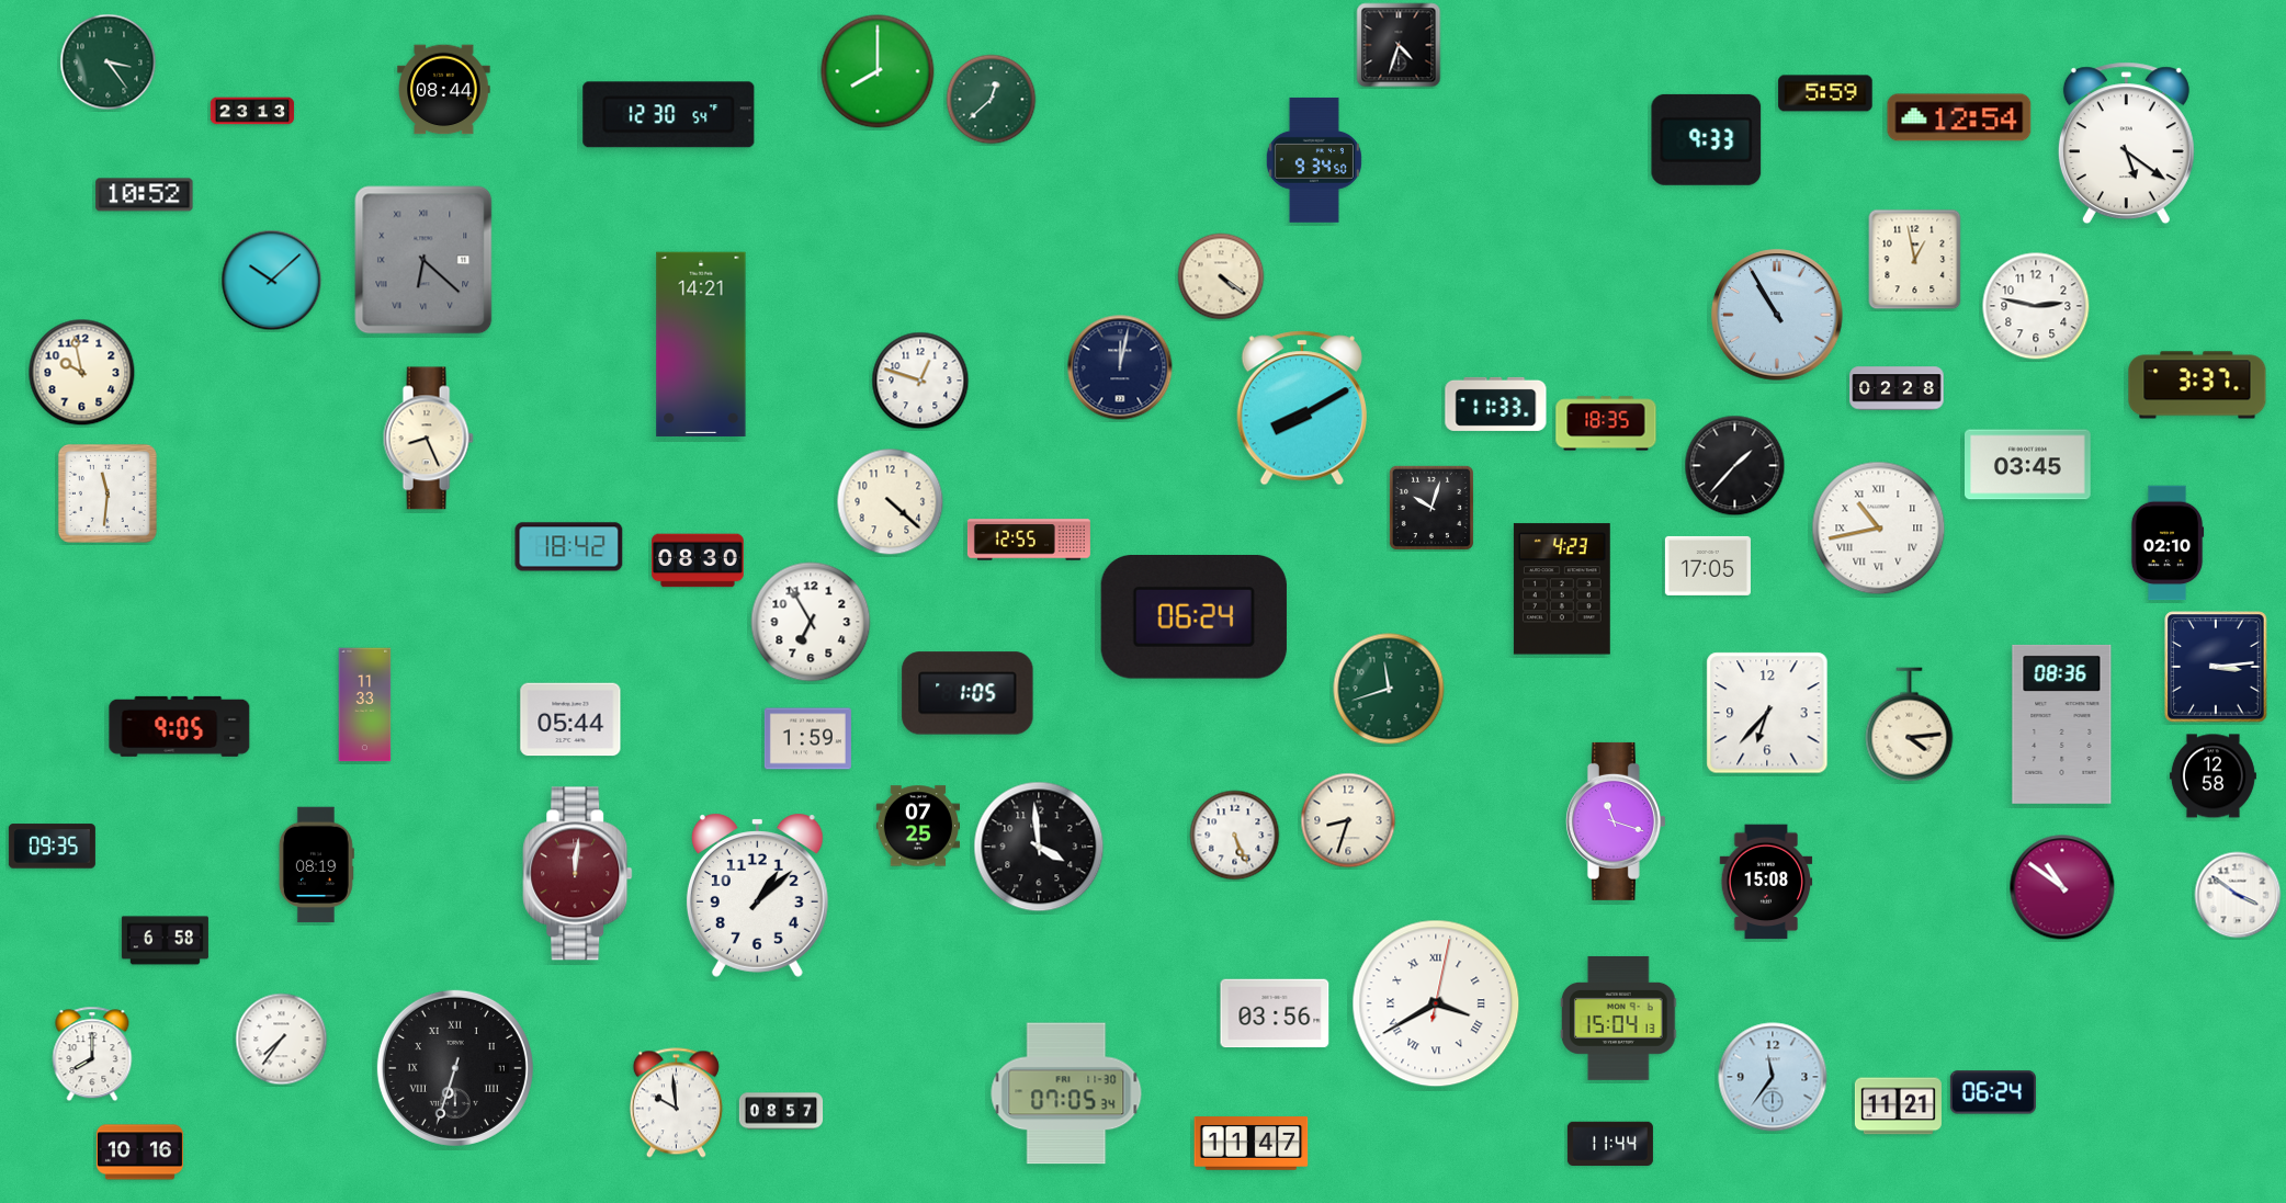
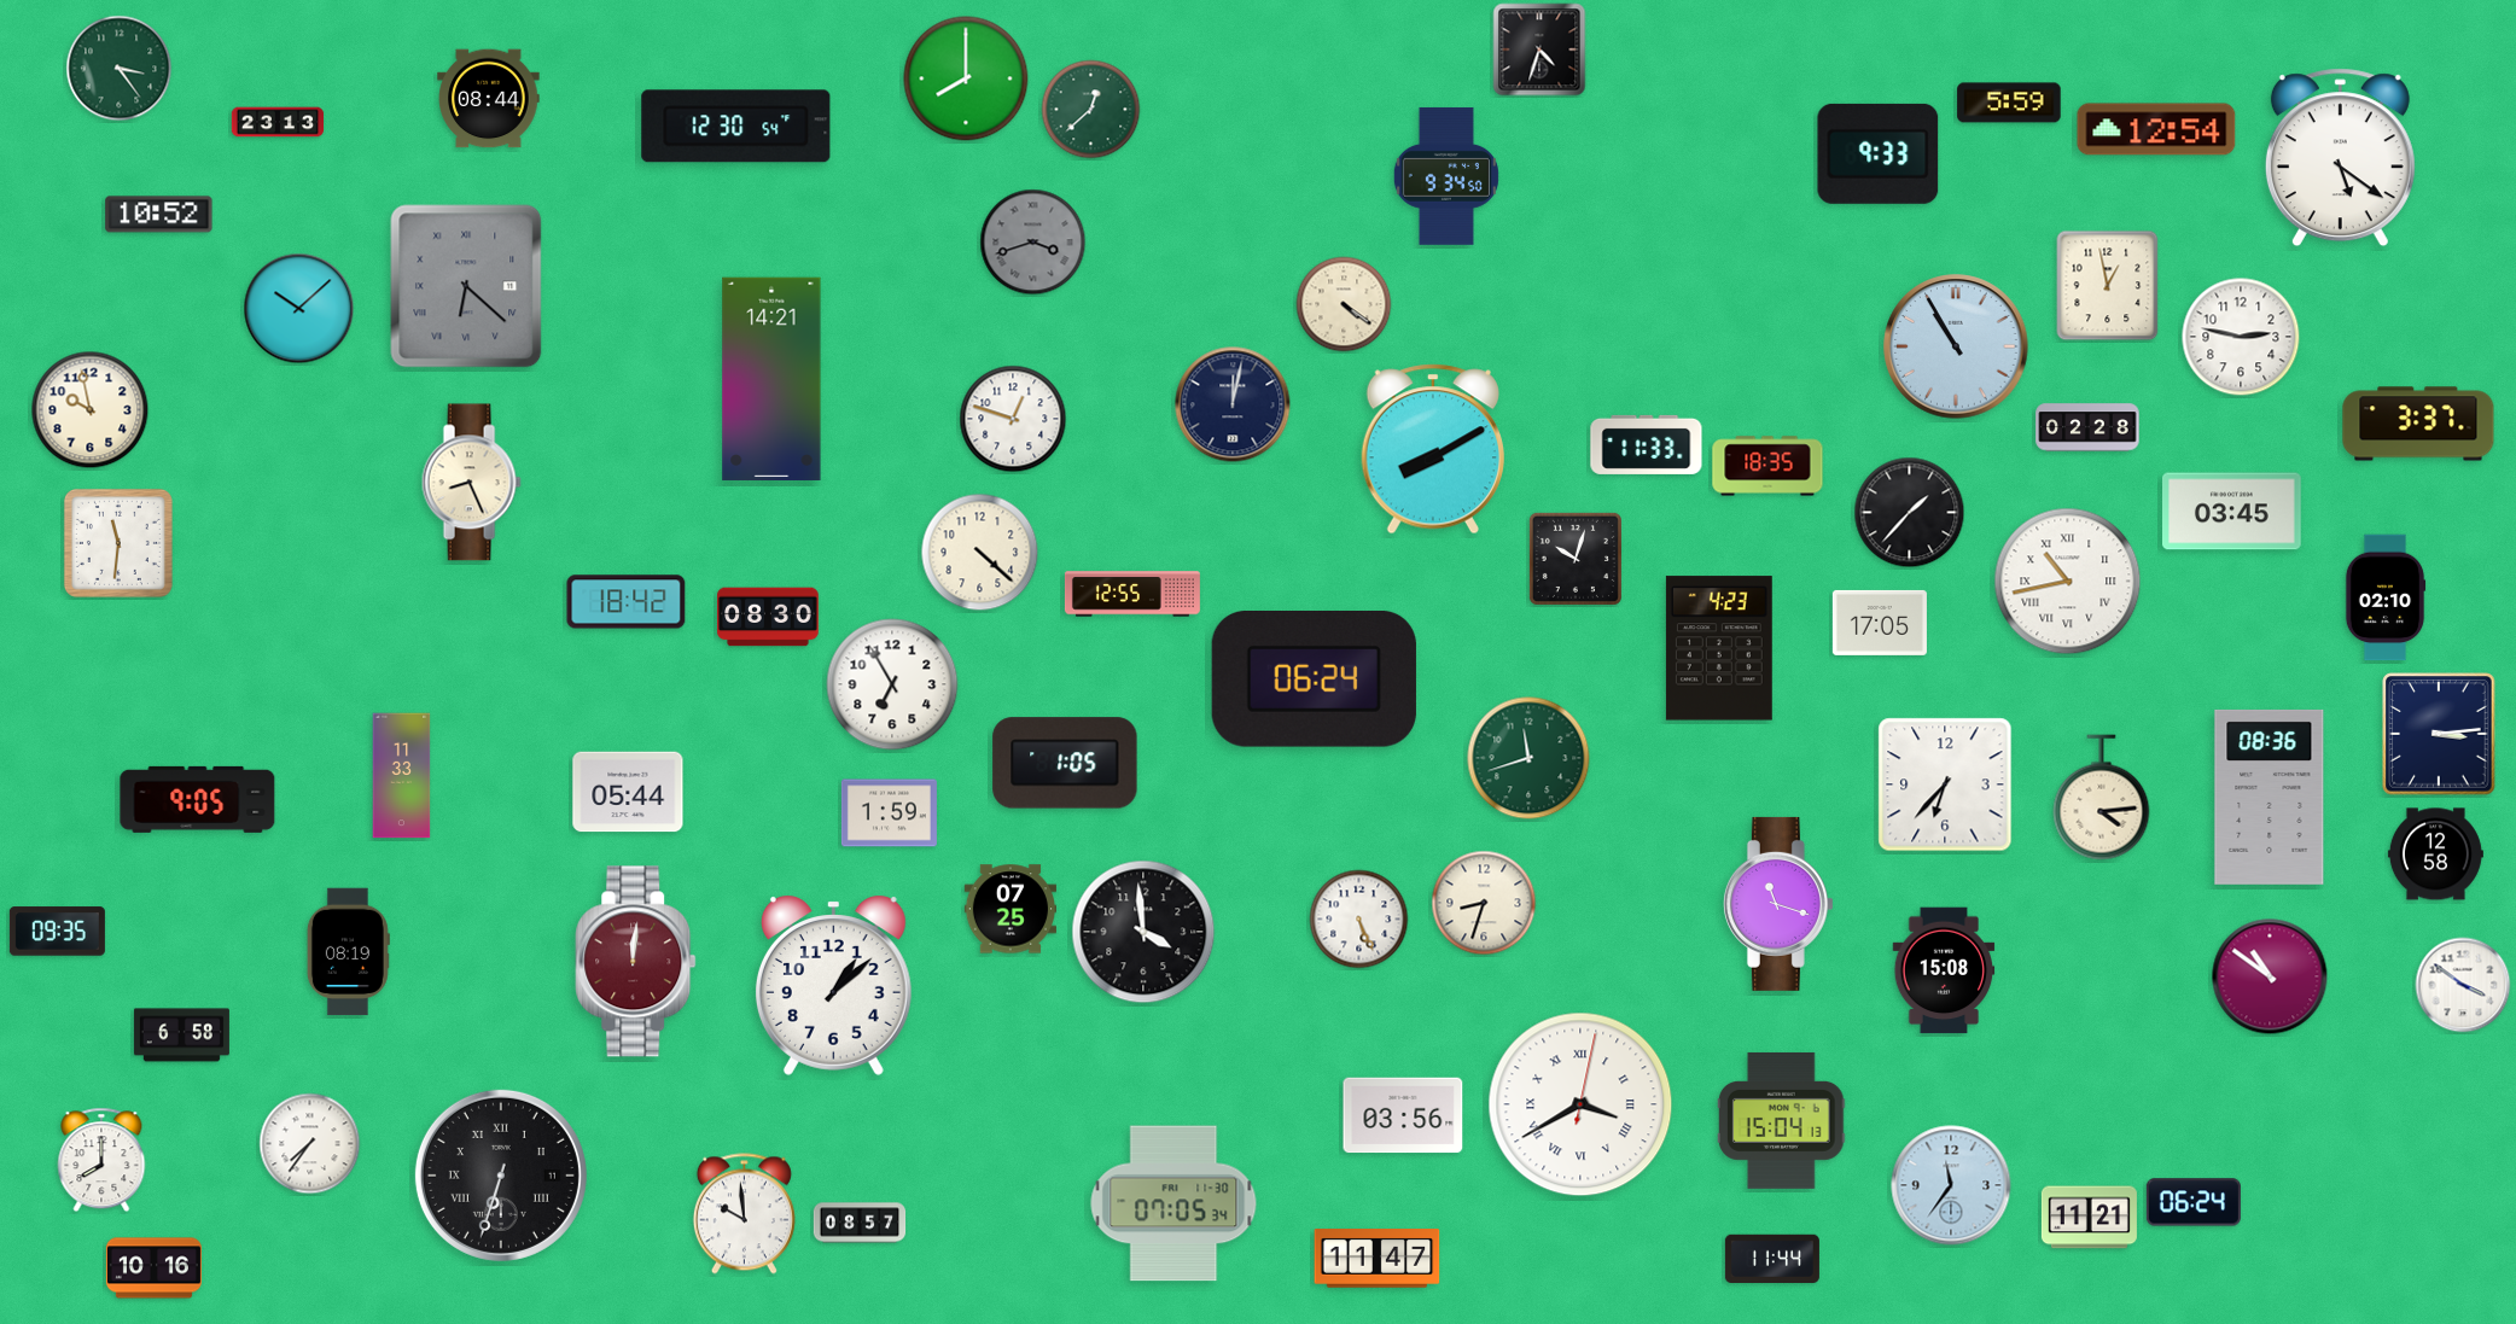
clock at (1033, 243): none -> 3:42
